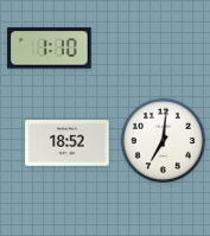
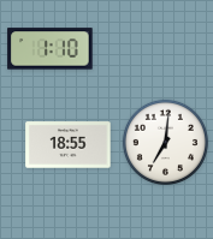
clock at (68, 143): 18:52 -> 18:55
